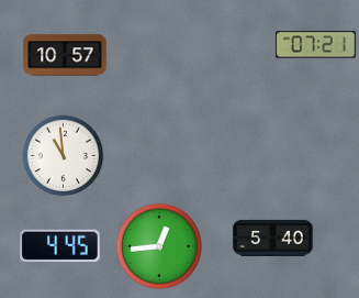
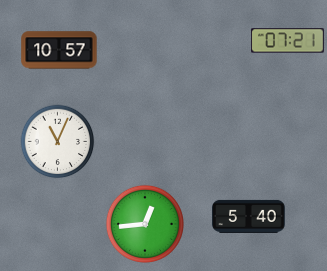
clock at (64, 156): 10:59 -> 11:04
clock at (60, 246): 4:45 -> none
